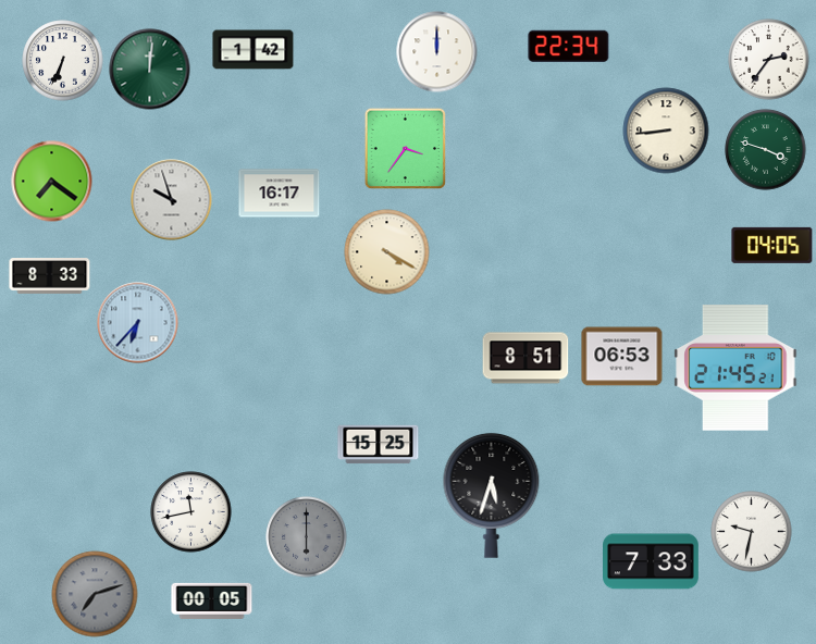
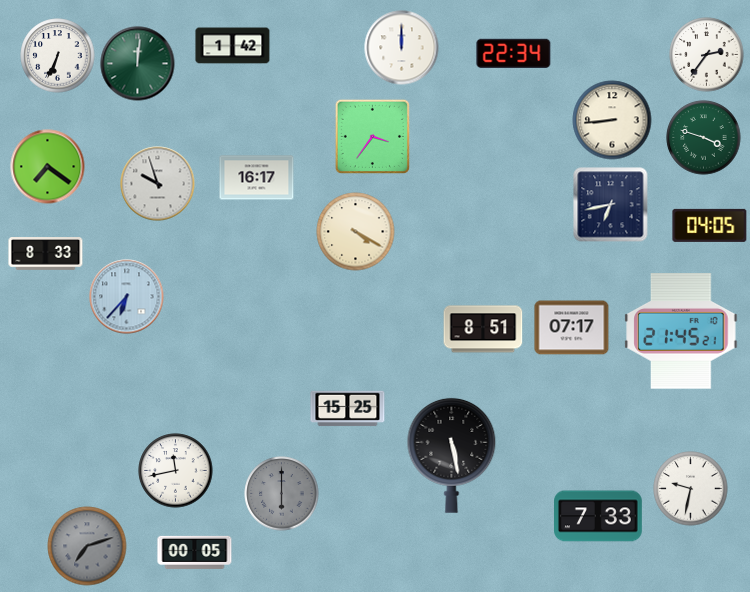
clock at (569, 46) position: (569, 46) -> (514, 53)
clock at (611, 205): none -> 6:43
clock at (622, 357): 06:53 -> 07:17
clock at (735, 368) position: (735, 368) -> (681, 331)
clock at (492, 495): 5:33 -> 5:28
